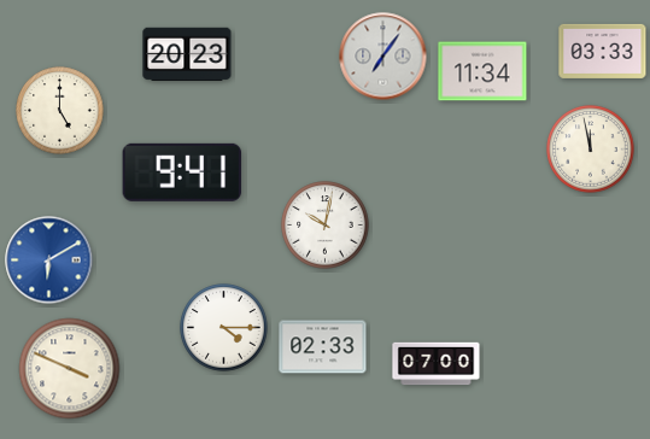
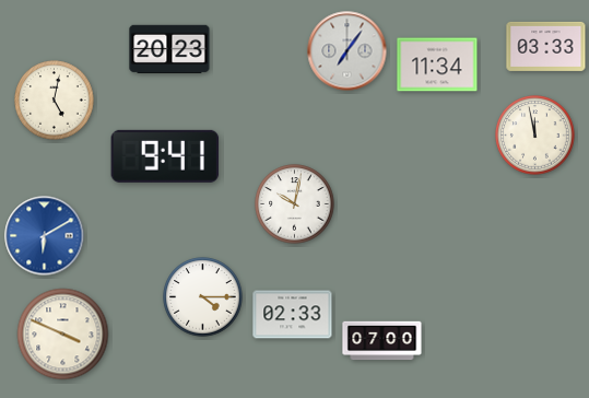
clock at (60, 111): 5:00 -> 5:02
clock at (437, 364) position: (437, 364) -> (382, 341)
